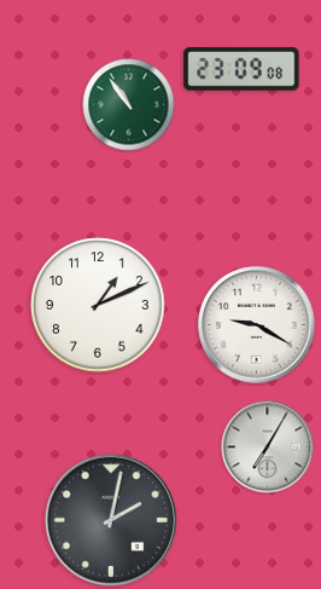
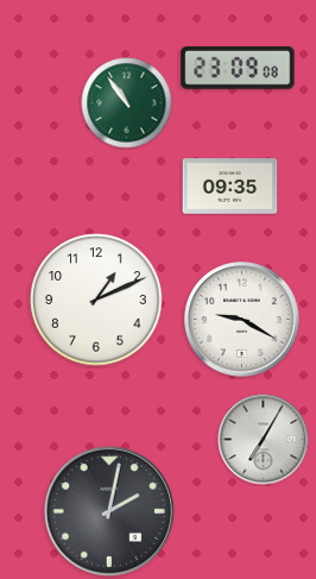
clock at (230, 187): none -> 09:35
clock at (257, 325) position: (257, 325) -> (242, 320)
